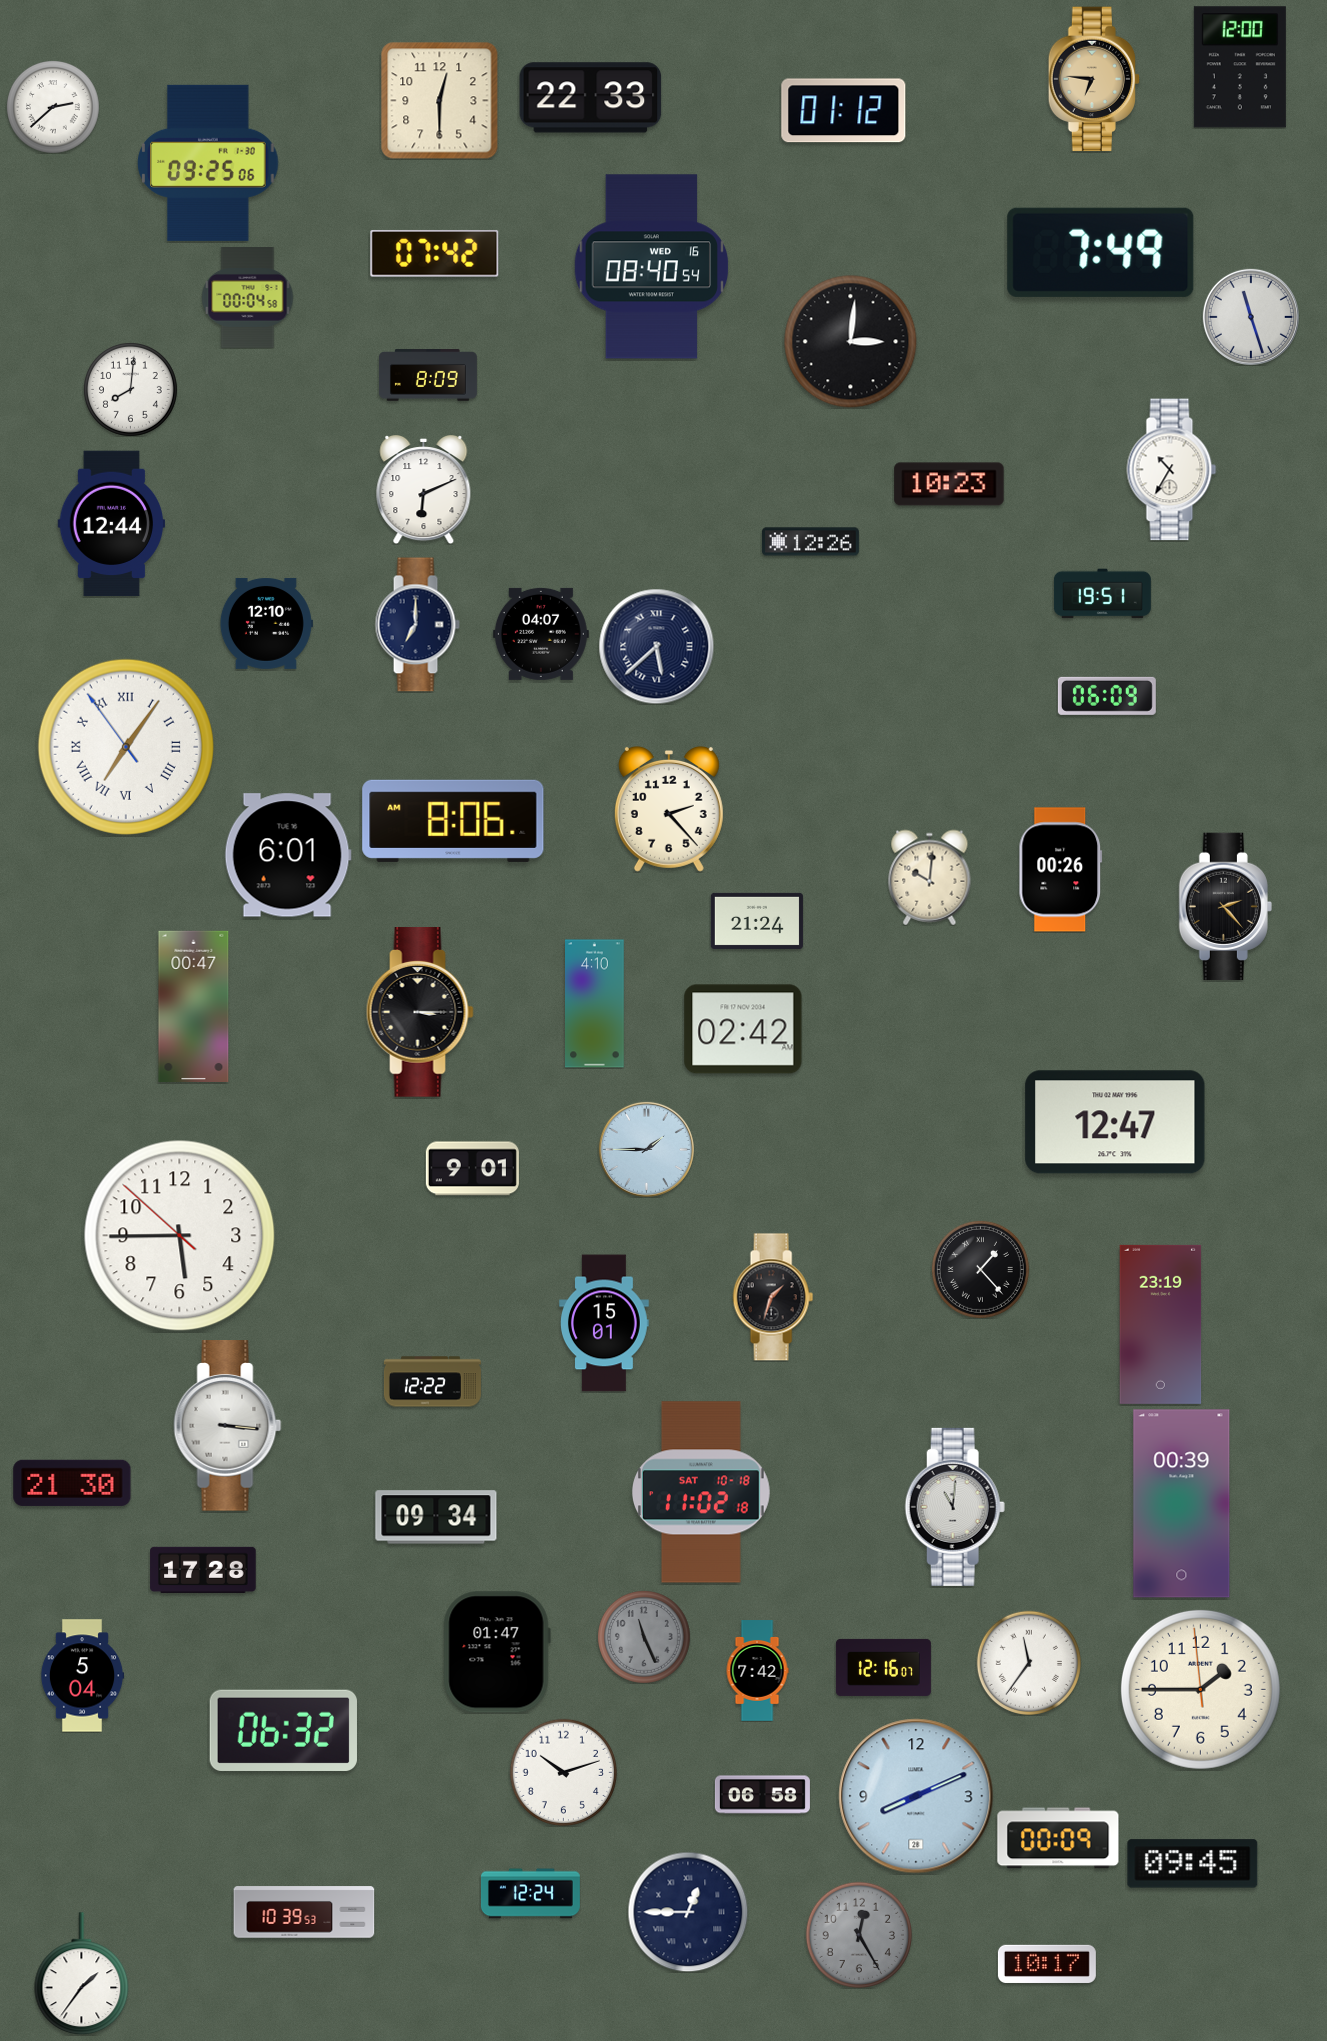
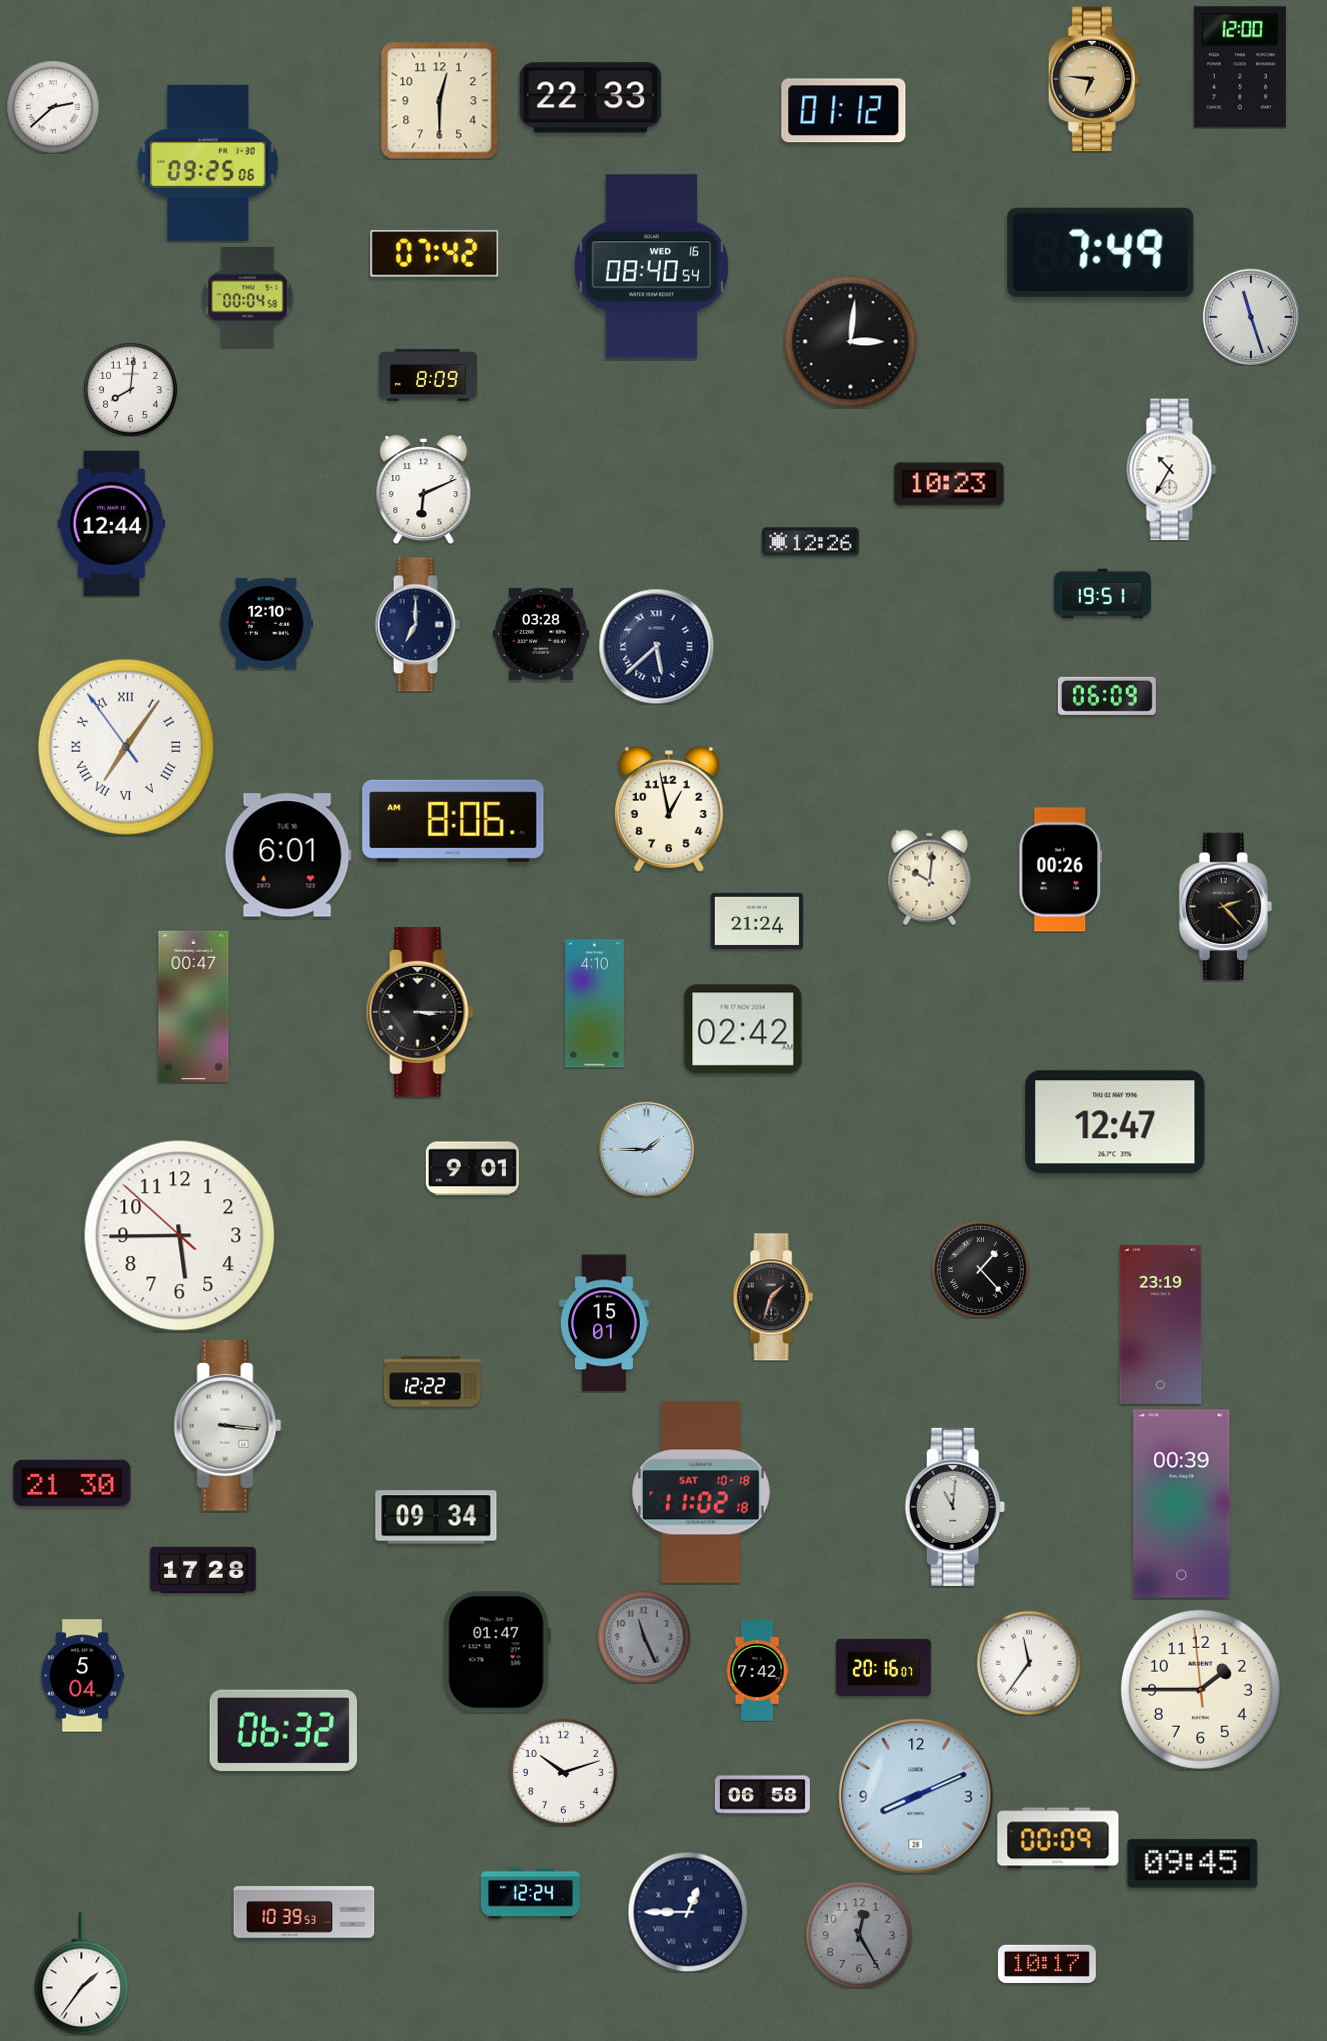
clock at (541, 634): 04:07 -> 03:28
clock at (669, 809): 2:23 -> 12:58
clock at (883, 1667): 12:16 -> 20:16
